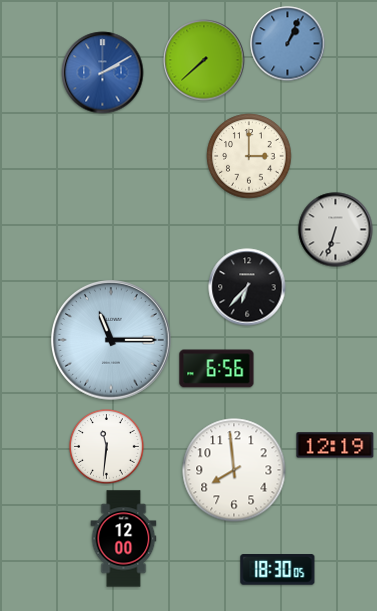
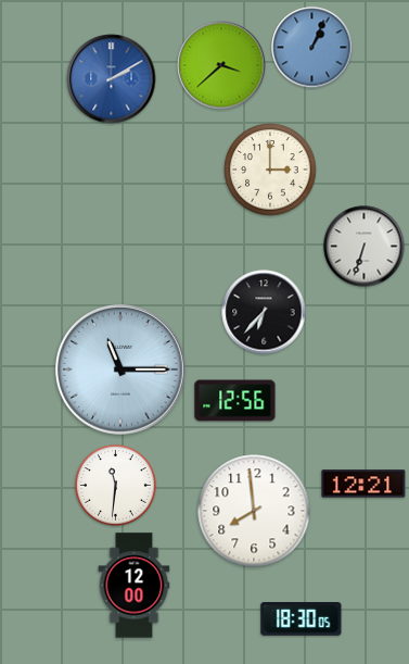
clock at (204, 60): 7:38 -> 3:38
clock at (336, 230) position: (336, 230) -> (365, 247)
clock at (247, 287) position: (247, 287) -> (264, 312)
clock at (217, 369): 6:56 -> 12:56
clock at (335, 445): 12:19 -> 12:21
